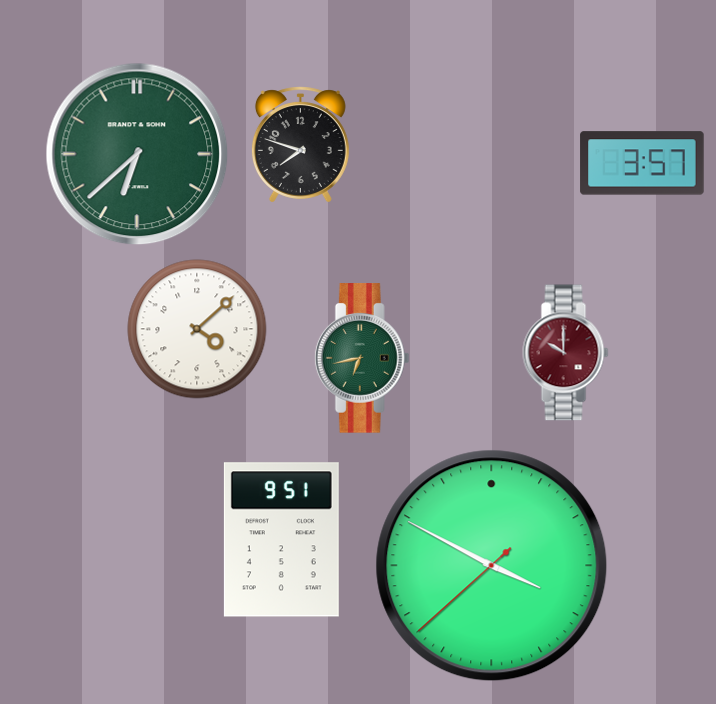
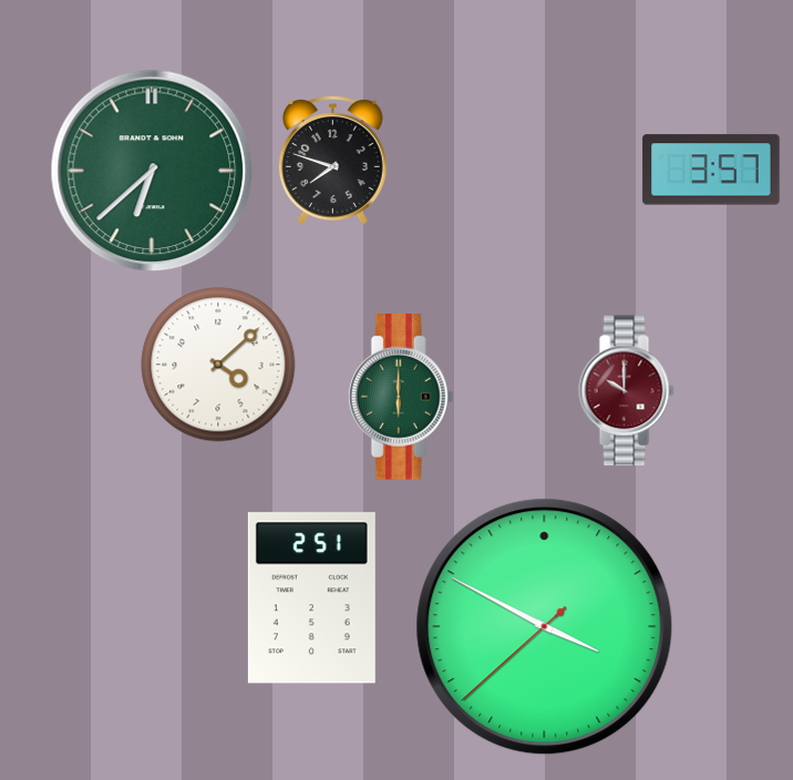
clock at (642, 163) position: (642, 163) -> (711, 170)
clock at (362, 358): 6:43 -> 6:00
clock at (281, 540): 9:51 -> 2:51
